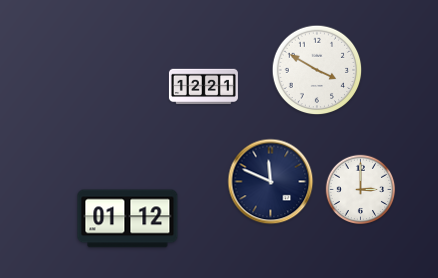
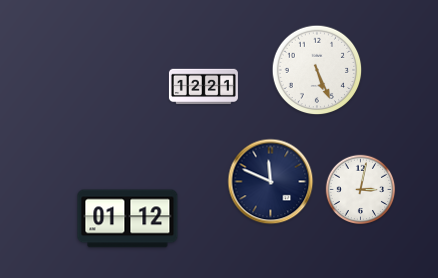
clock at (317, 70): 3:50 -> 5:26
clock at (361, 190): 3:00 -> 3:02
